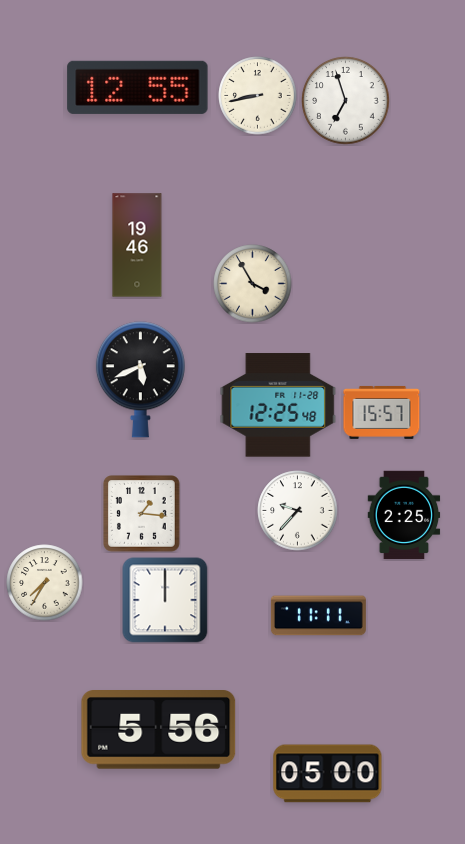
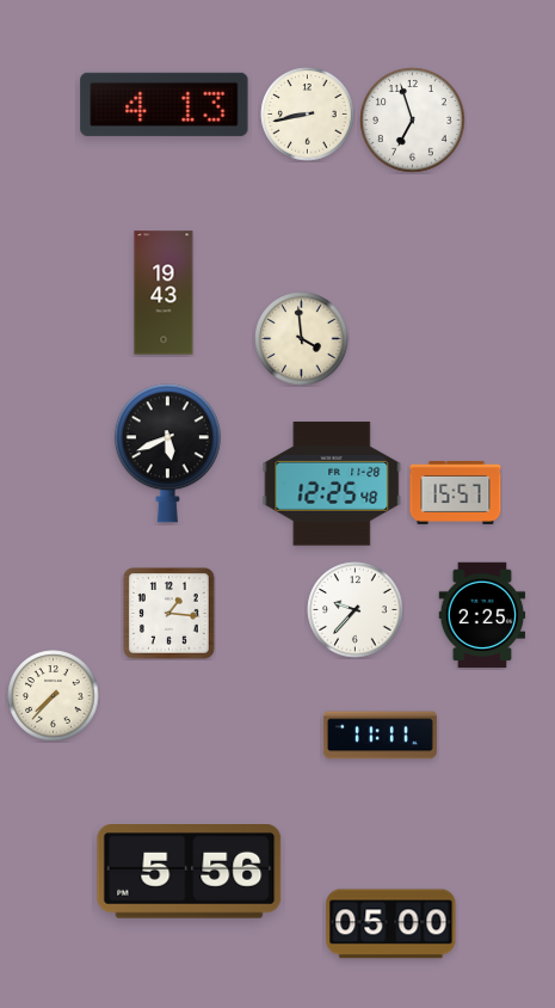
clock at (138, 87): 12:55 -> 4:13
clock at (137, 245): 19:46 -> 19:43
clock at (253, 284): 3:55 -> 3:59
clock at (45, 583): 7:35 -> 7:37
clock at (165, 600): 12:00 -> none
